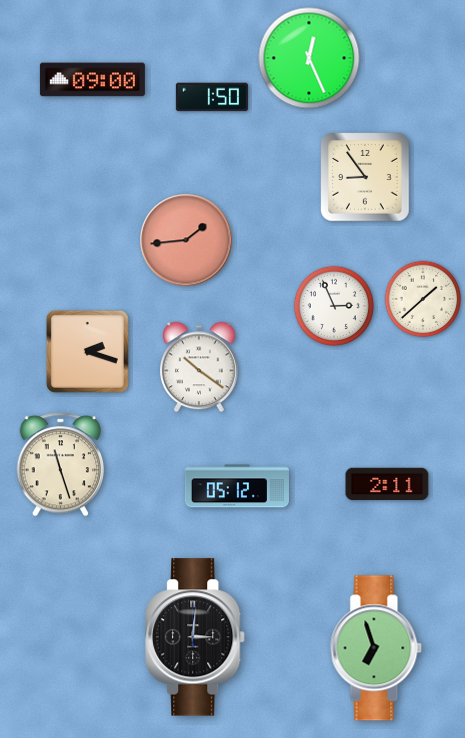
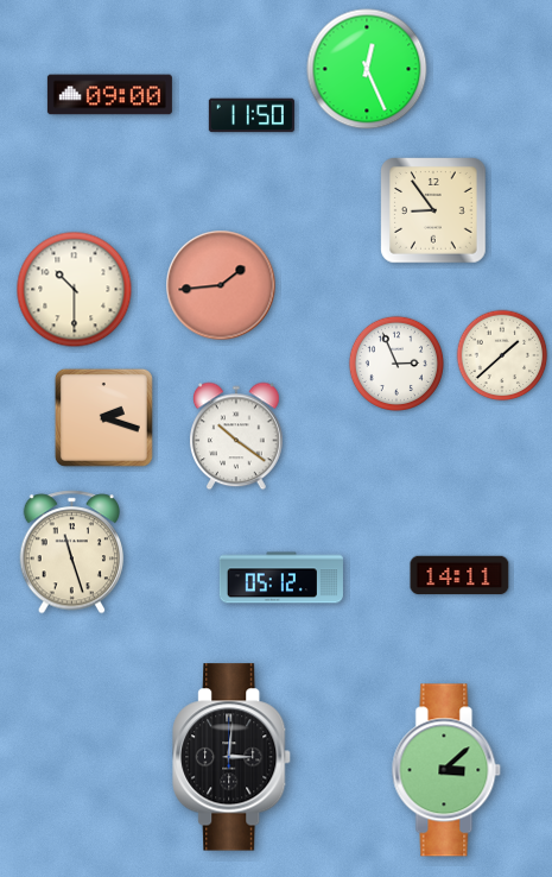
clock at (212, 97): 1:50 -> 11:50
clock at (75, 290): none -> 10:30
clock at (387, 484): 2:11 -> 14:11
clock at (376, 648): 6:57 -> 3:08
